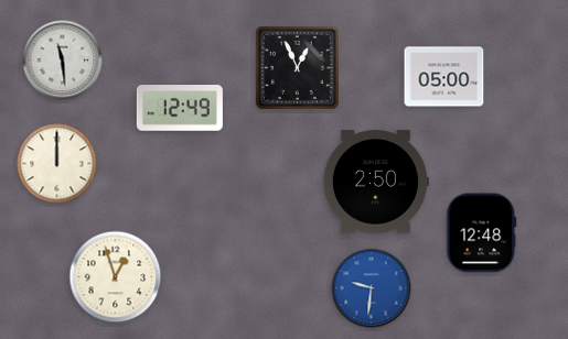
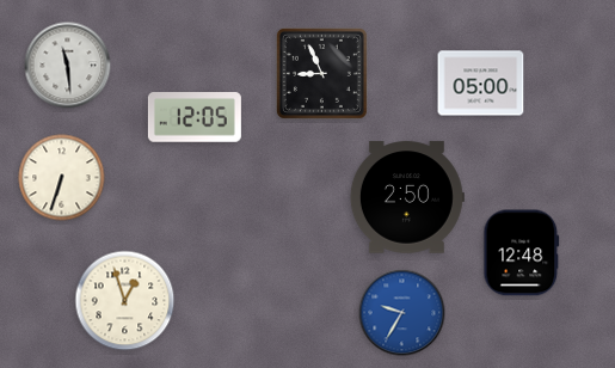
clock at (297, 67): 12:56 -> 8:56
clock at (180, 109): 12:49 -> 12:05
clock at (57, 164): 12:00 -> 6:33
clock at (372, 288): 9:31 -> 9:35
